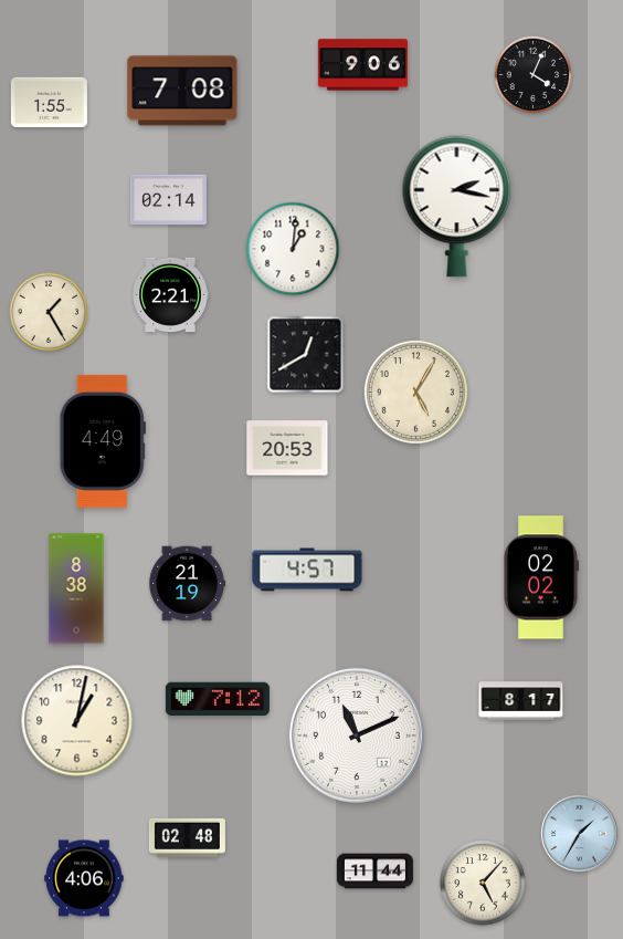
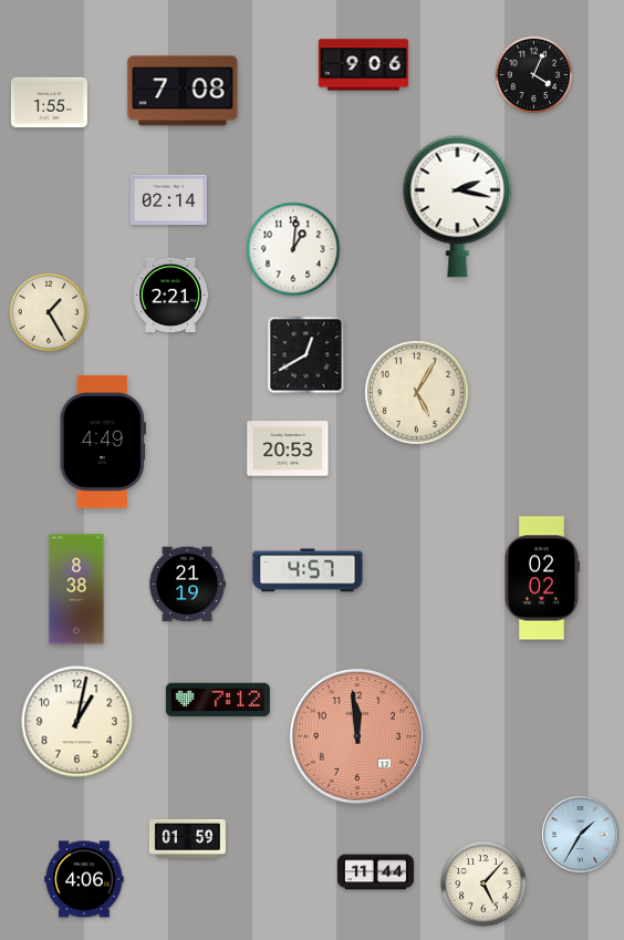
clock at (521, 701): 8:17 -> none
clock at (357, 735): 11:11 -> 11:59
clock at (357, 735) dial: white -> salmon
clock at (187, 837): 02:48 -> 01:59
